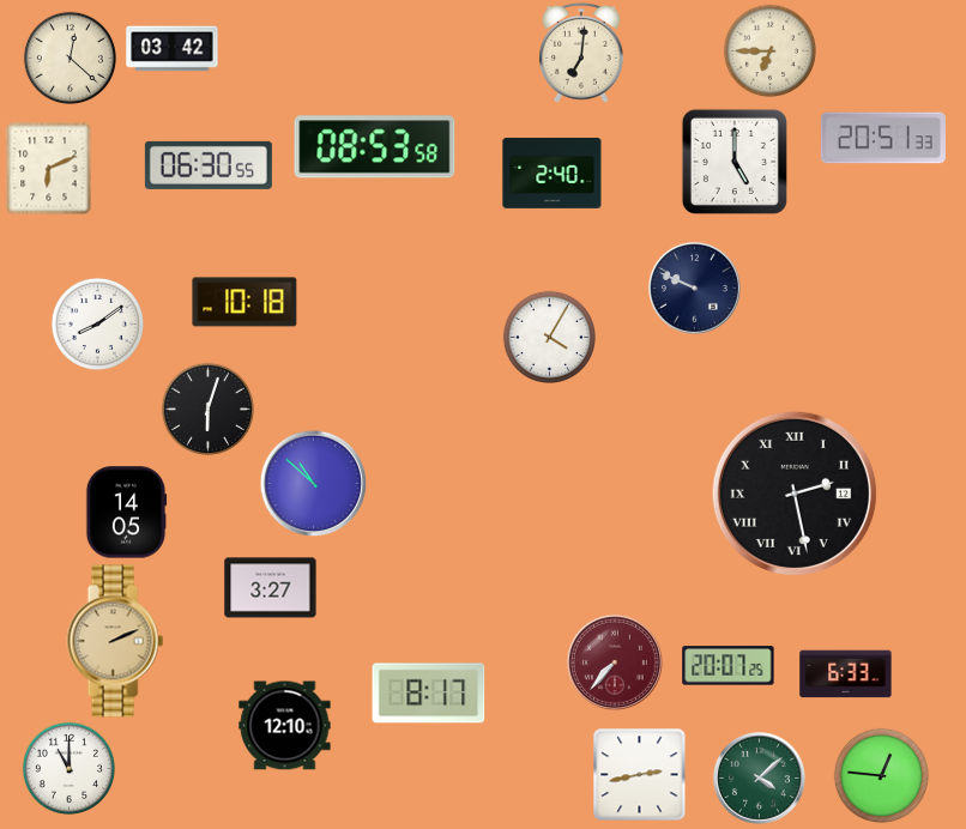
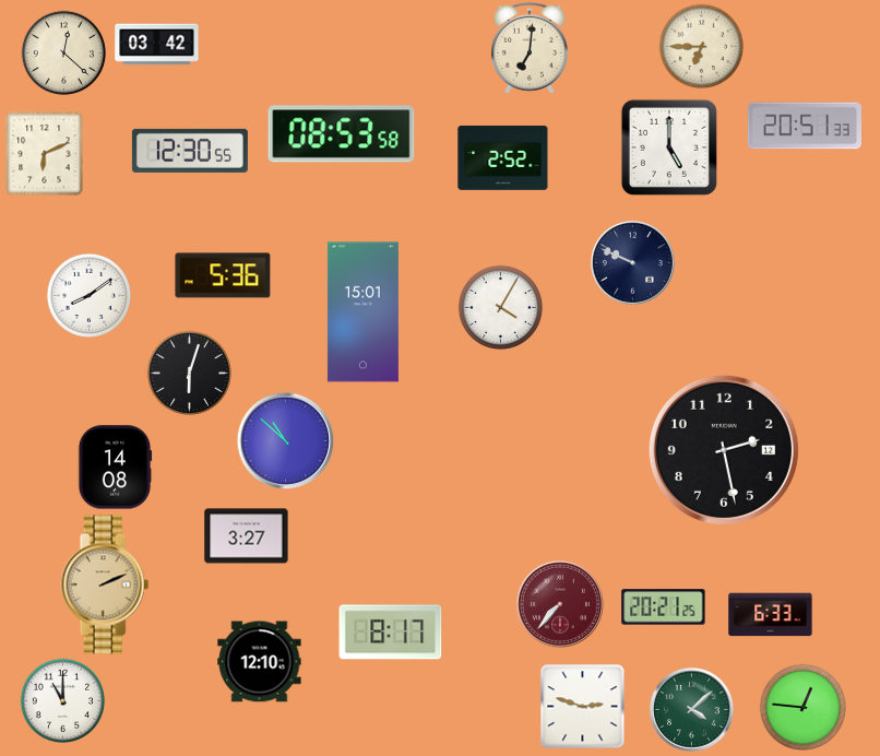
clock at (209, 165): 06:30 -> 12:30
clock at (553, 173): 2:40 -> 2:52
clock at (244, 302): 10:18 -> 5:36
clock at (362, 312): none -> 15:01
clock at (795, 494) numerals: Roman -> Arabic
clock at (126, 513): 14:05 -> 14:08
clock at (729, 666): 20:07 -> 20:21
clock at (639, 774): 2:43 -> 2:48
